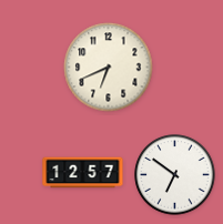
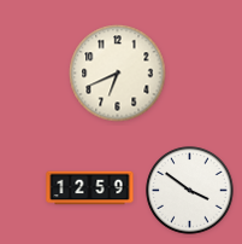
clock at (83, 173): 12:57 -> 12:59
clock at (175, 175): 6:51 -> 3:51
